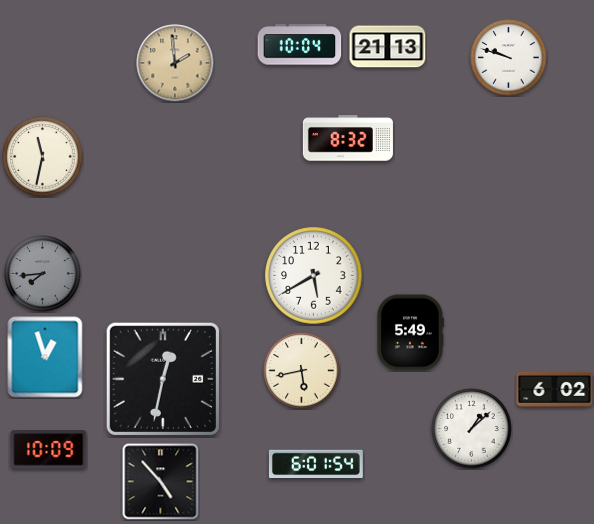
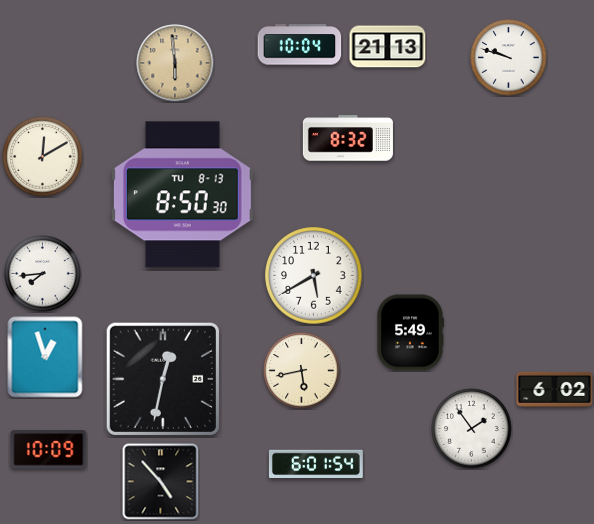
clock at (175, 63): 1:59 -> 5:59
clock at (43, 157): 11:32 -> 12:10
clock at (182, 195): none -> 8:50
clock at (43, 274) dial: grey -> white
clock at (472, 429): 1:08 -> 1:54
